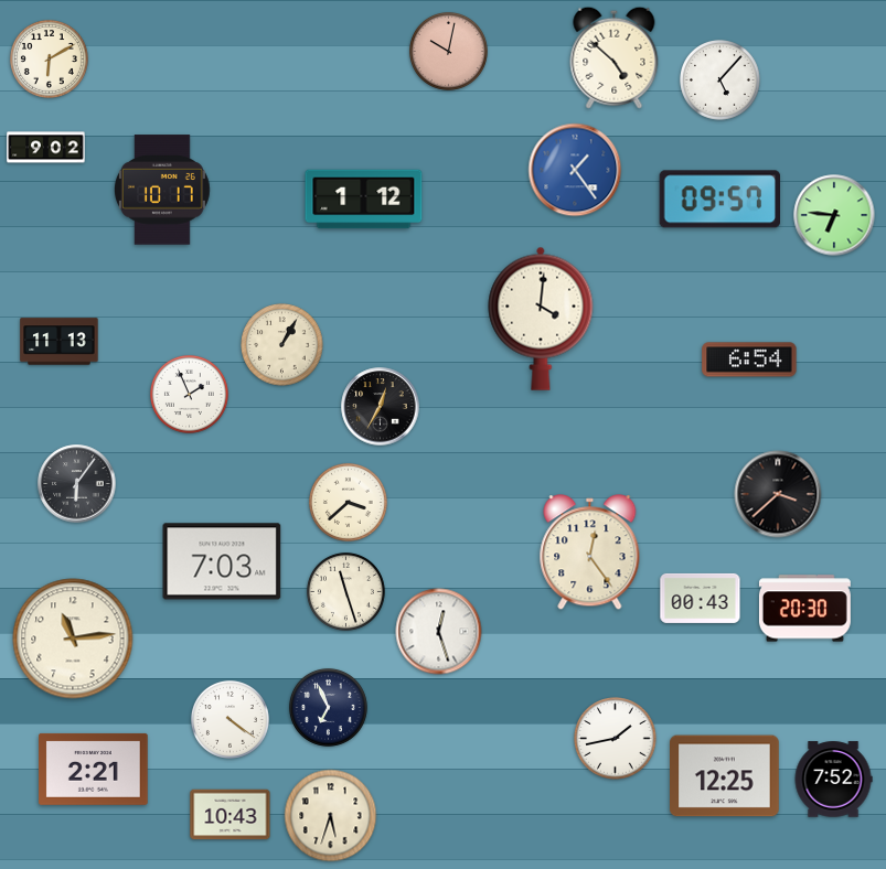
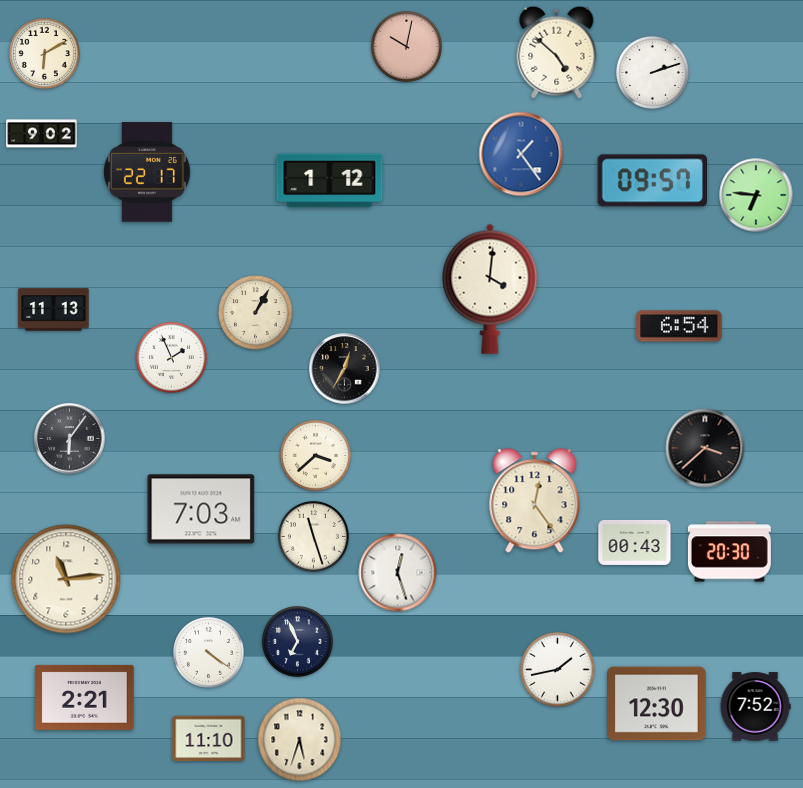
clock at (720, 81): 5:07 -> 2:12
clock at (162, 190): 10:17 -> 22:17
clock at (725, 776): 12:25 -> 12:30
clock at (231, 815): 10:43 -> 11:10
